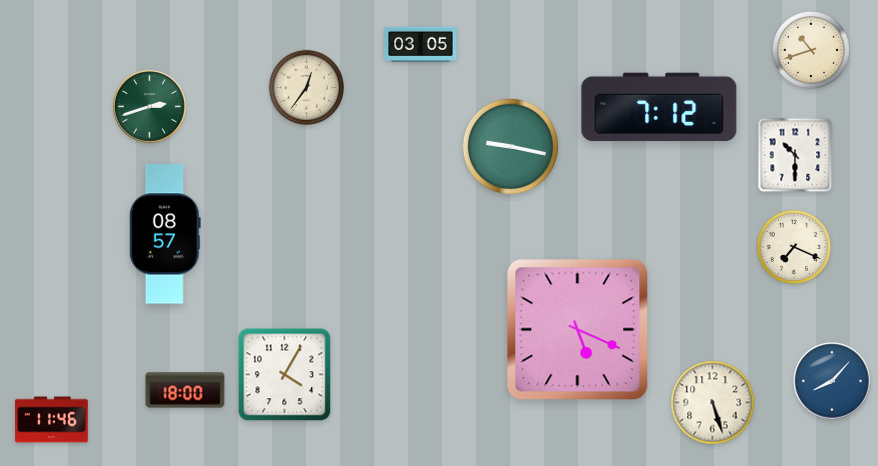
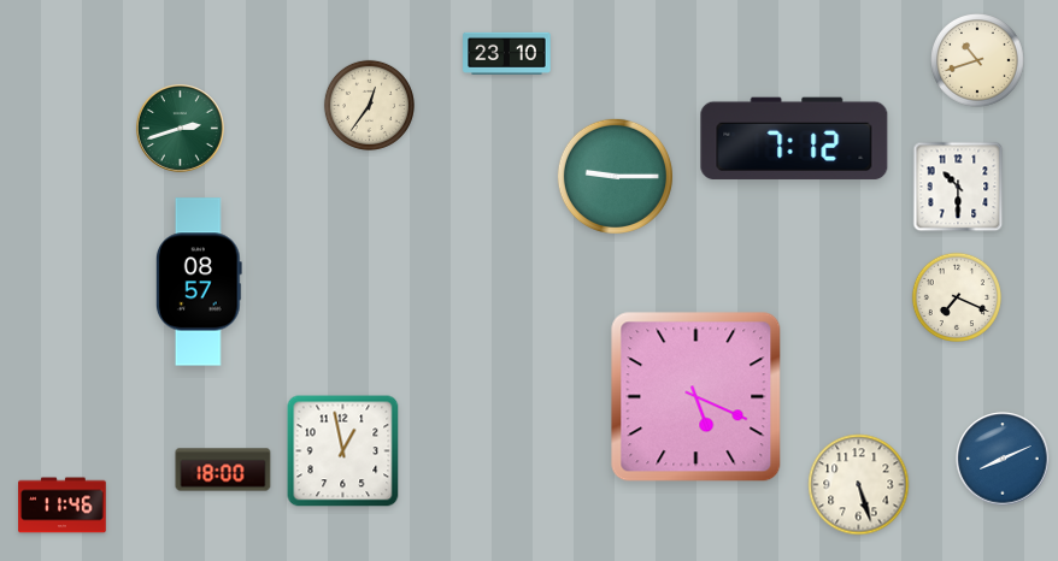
clock at (421, 44): 03:05 -> 23:10
clock at (659, 107) position: (659, 107) -> (794, 138)
clock at (510, 146): 9:17 -> 9:15
clock at (285, 375): 4:05 -> 12:58
clock at (832, 381): 8:07 -> 8:11
